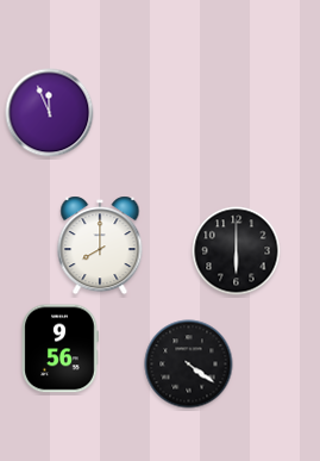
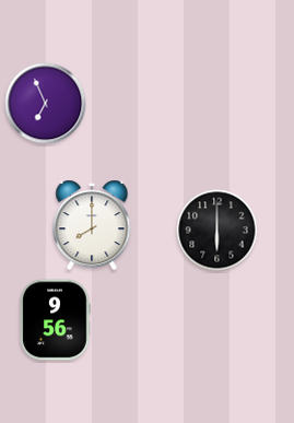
clock at (50, 113): 11:56 -> 6:56
clock at (189, 365): 4:21 -> none
